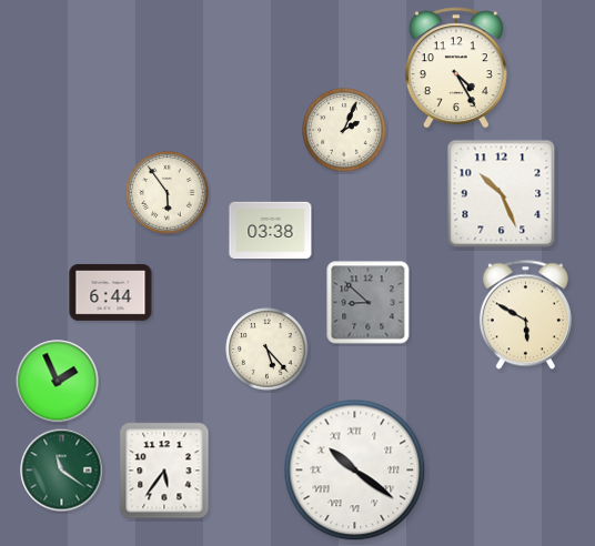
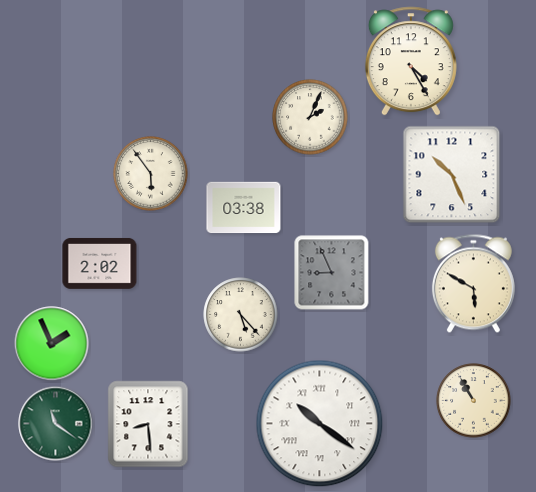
clock at (111, 292): 6:44 -> 2:02
clock at (369, 303): 8:52 -> 8:56
clock at (474, 401): none -> 10:55
clock at (164, 471): 5:36 -> 8:29
